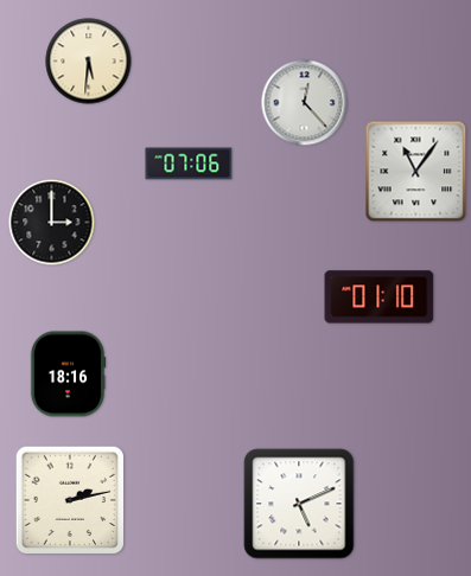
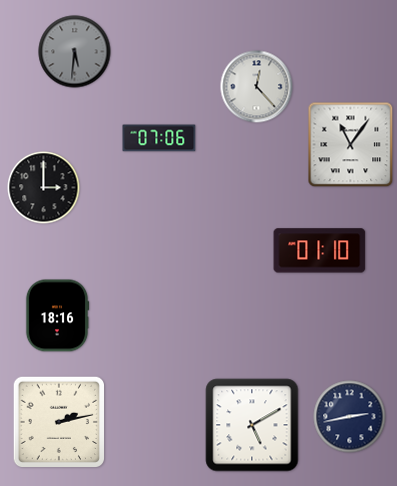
clock at (89, 62) dial: cream -> grey
clock at (350, 417): none -> 2:43
clock at (299, 504): 5:11 -> 5:10
